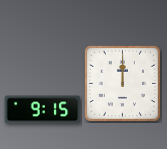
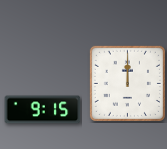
clock at (122, 83) position: (122, 83) -> (127, 83)
